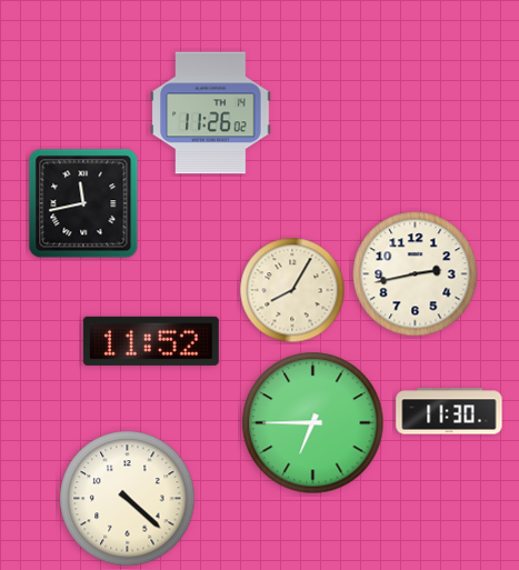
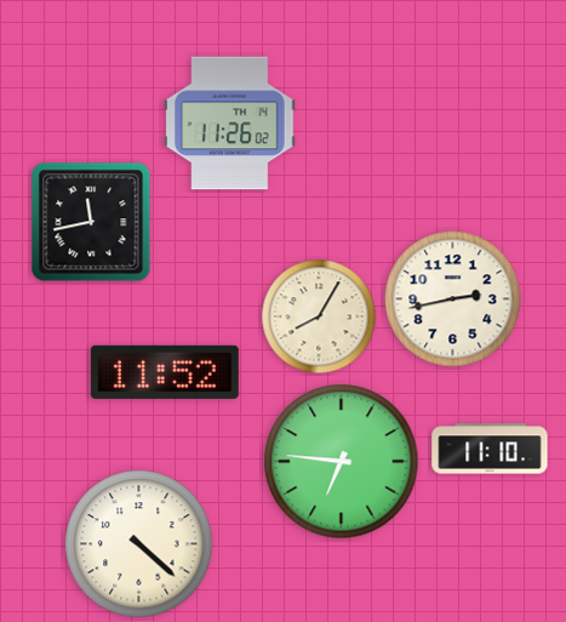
clock at (449, 411): 11:30 -> 11:10
clock at (313, 423): 6:45 -> 6:46
